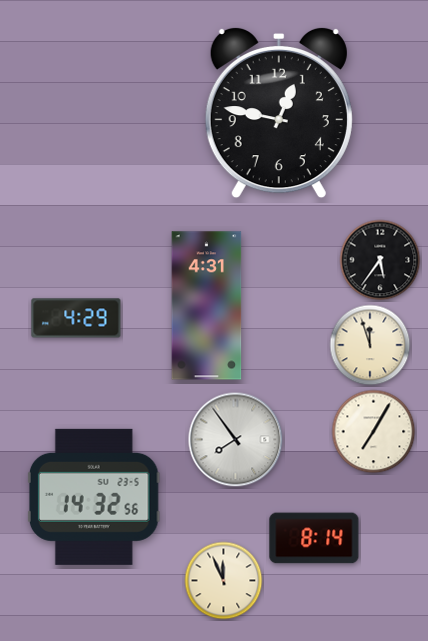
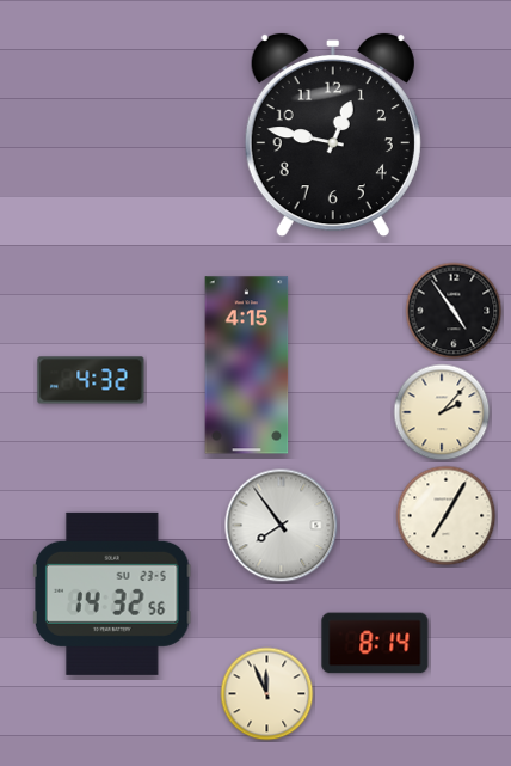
clock at (380, 260): 5:36 -> 4:54
clock at (207, 306): 4:31 -> 4:15
clock at (76, 318): 4:29 -> 4:32
clock at (370, 345): 11:57 -> 2:07
